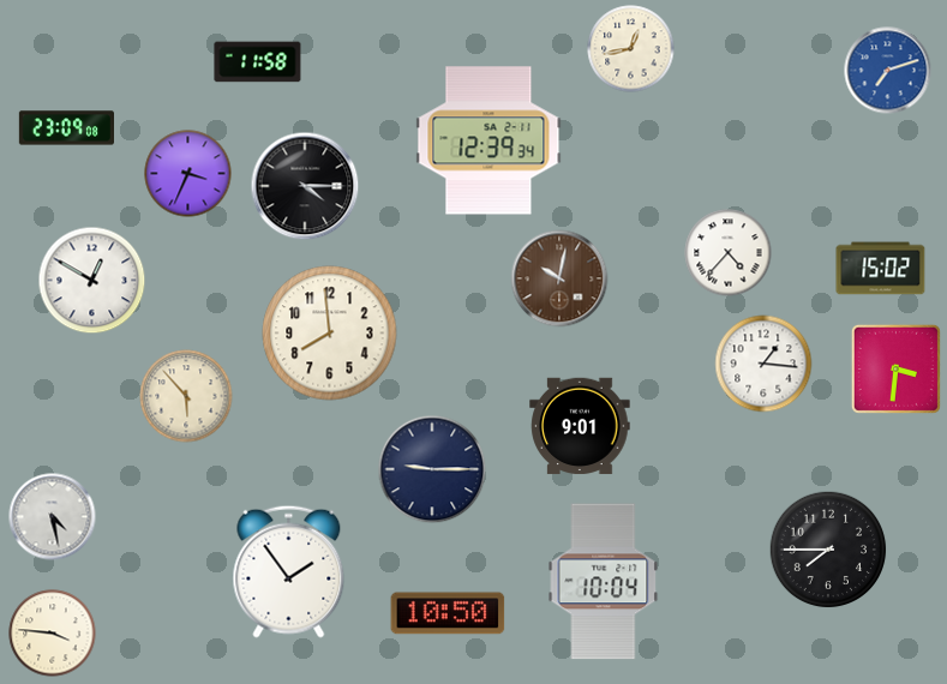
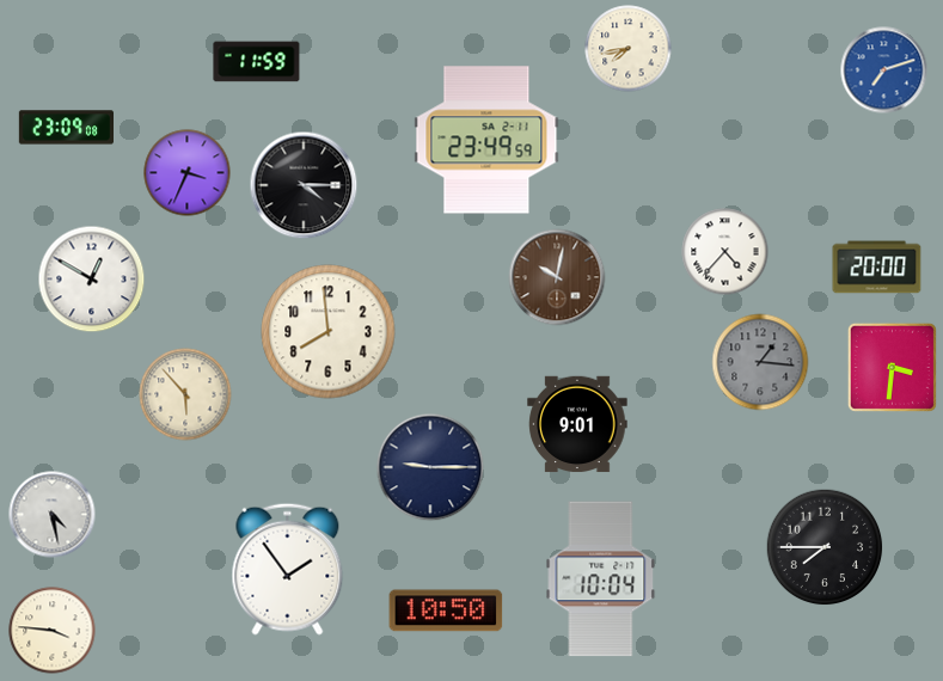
clock at (631, 49): 12:43 -> 7:43
clock at (258, 62): 11:58 -> 11:59
clock at (489, 140): 12:39 -> 23:49
clock at (881, 269): 15:02 -> 20:00
clock at (763, 364) dial: white -> grey
